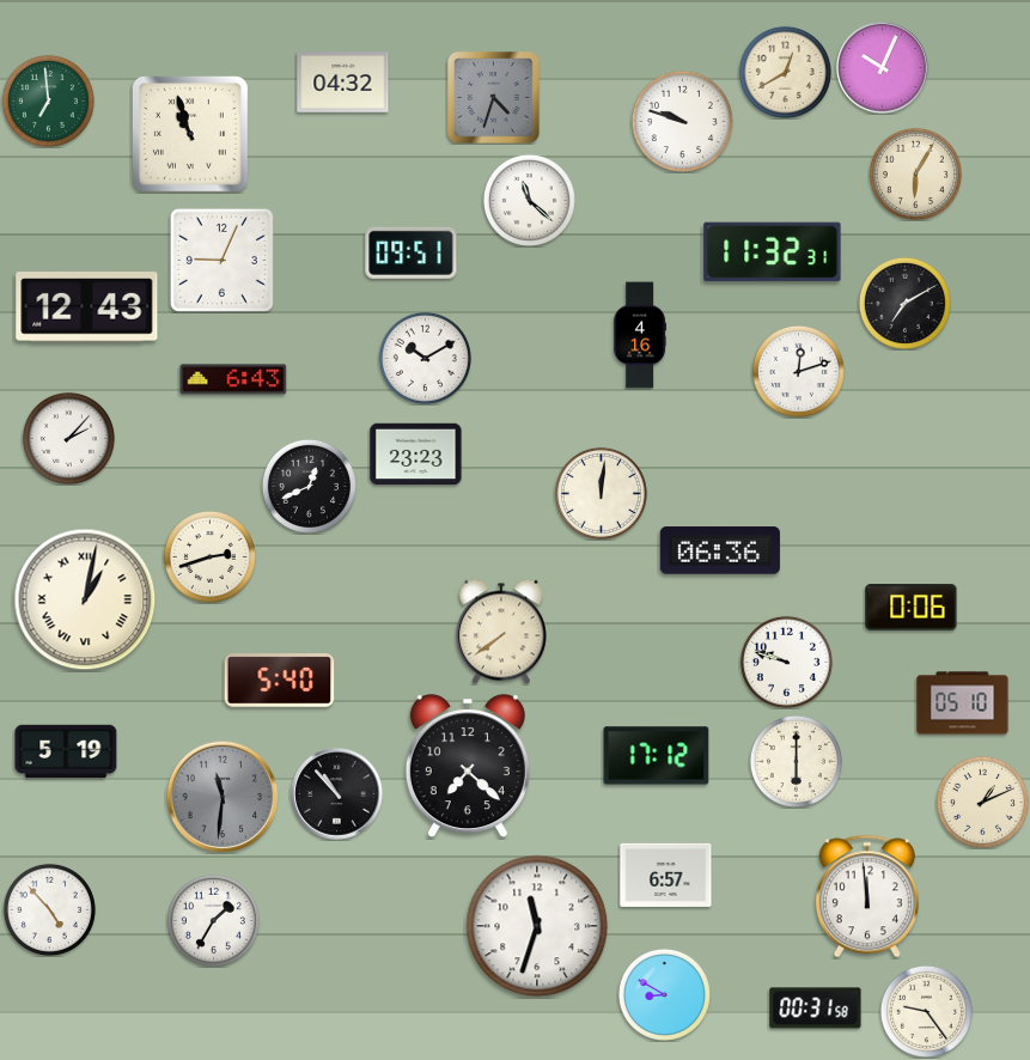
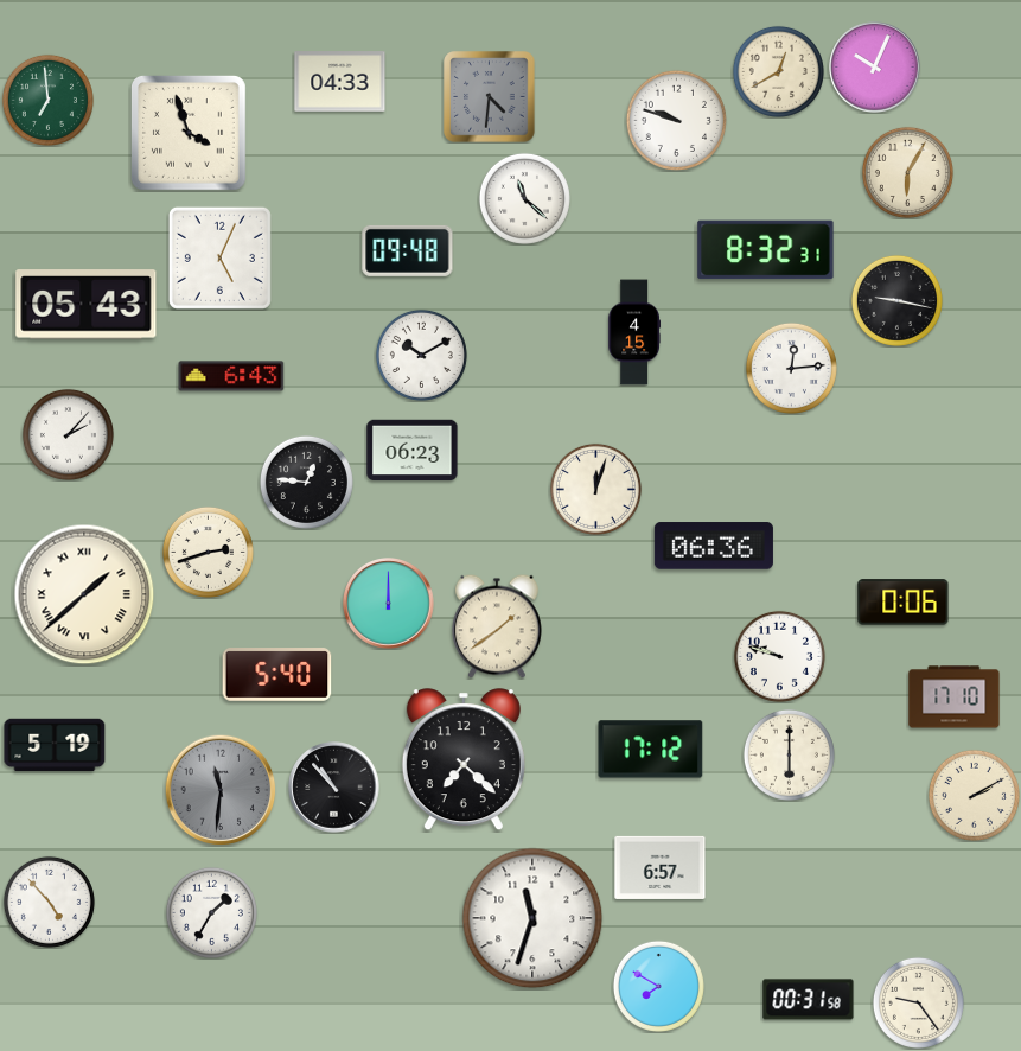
clock at (343, 83): 04:32 -> 04:33
clock at (494, 98): 4:33 -> 4:31
clock at (190, 134): 10:57 -> 3:57
clock at (412, 252): 09:51 -> 09:48
clock at (773, 252): 11:32 -> 8:32
clock at (221, 260): 9:04 -> 5:04
clock at (904, 303): 7:10 -> 9:17
clock at (87, 307): 12:43 -> 05:43
clock at (639, 335): 4:16 -> 4:15
clock at (798, 371): 12:12 -> 12:14
clock at (416, 455): 23:23 -> 06:23
clock at (309, 486): 12:41 -> 12:46
clock at (601, 493): 12:01 -> 12:03
clock at (85, 599): 1:02 -> 1:38
clock at (389, 604): none -> 12:00
clock at (501, 632): 7:39 -> 1:39
clock at (963, 703): 05:10 -> 17:10
clock at (66, 751) position: (66, 751) -> (55, 745)
clock at (982, 802): 1:11 -> 2:10
clock at (867, 896): 11:59 -> none
clock at (664, 994): 8:50 -> 7:50
